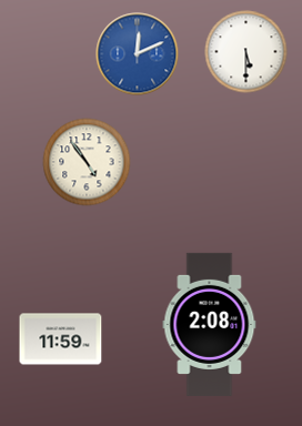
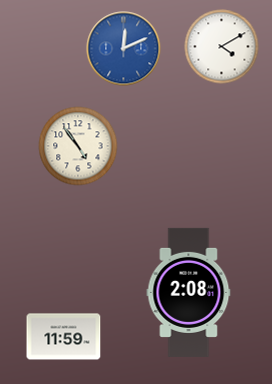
clock at (246, 52): 5:30 -> 4:10
clock at (61, 339) position: (61, 339) -> (64, 337)
